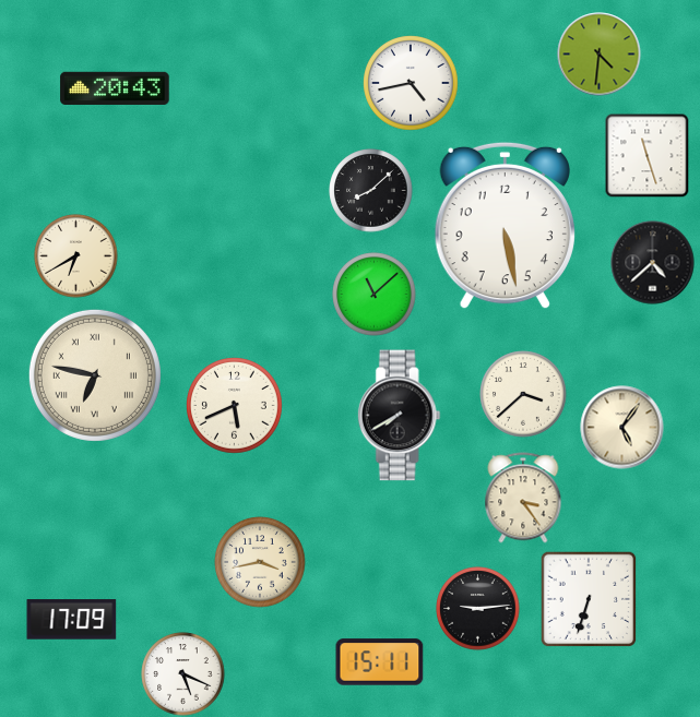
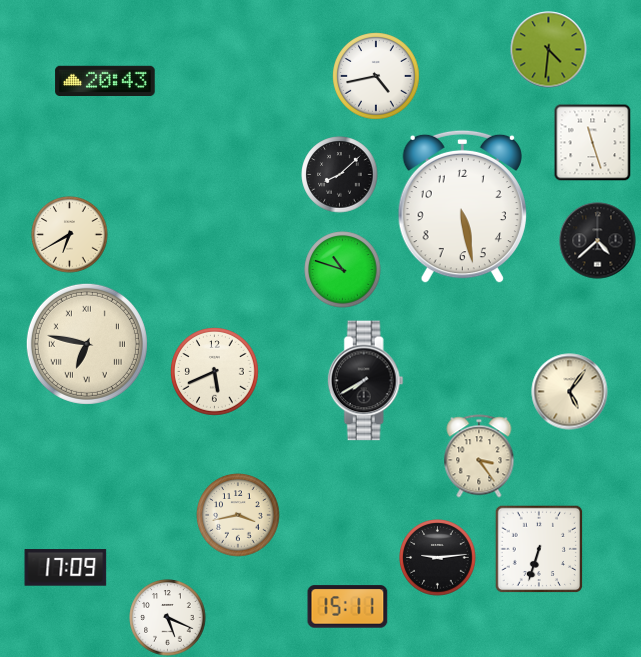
clock at (375, 295): 11:08 -> 10:48
clock at (523, 394): 3:38 -> none
